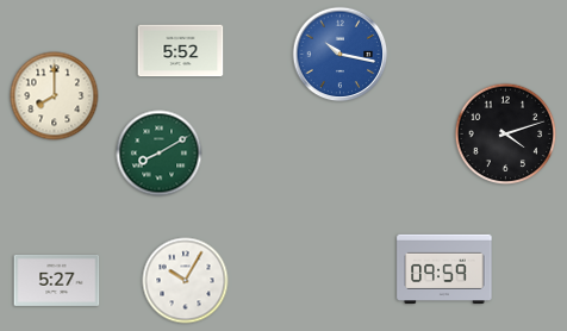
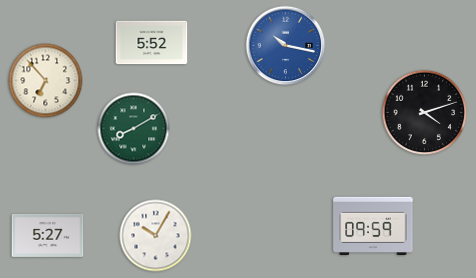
clock at (55, 96): 8:00 -> 6:53
